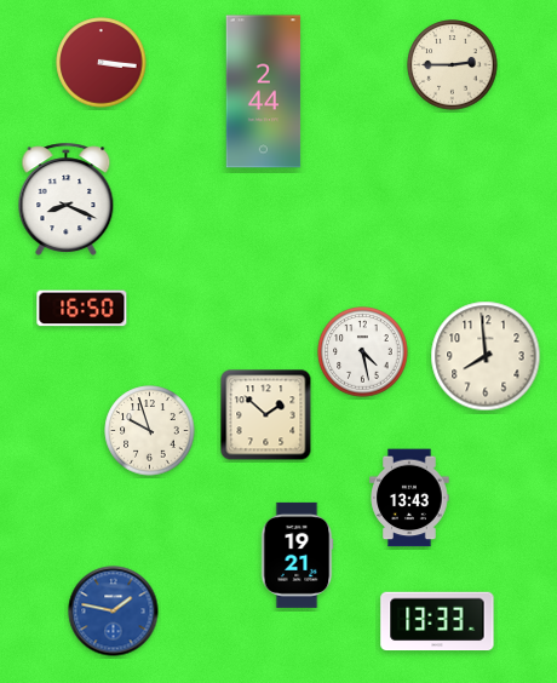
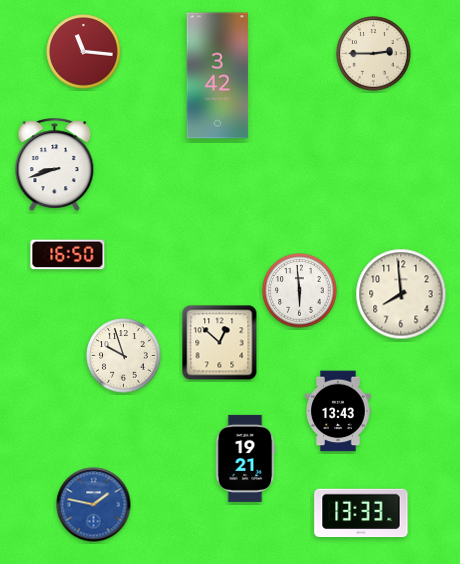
clock at (102, 63): 3:16 -> 11:16
clock at (264, 92): 2:44 -> 3:42
clock at (67, 199): 8:19 -> 8:42
clock at (363, 352): 4:28 -> 5:59
clock at (266, 415): 1:52 -> 12:52
